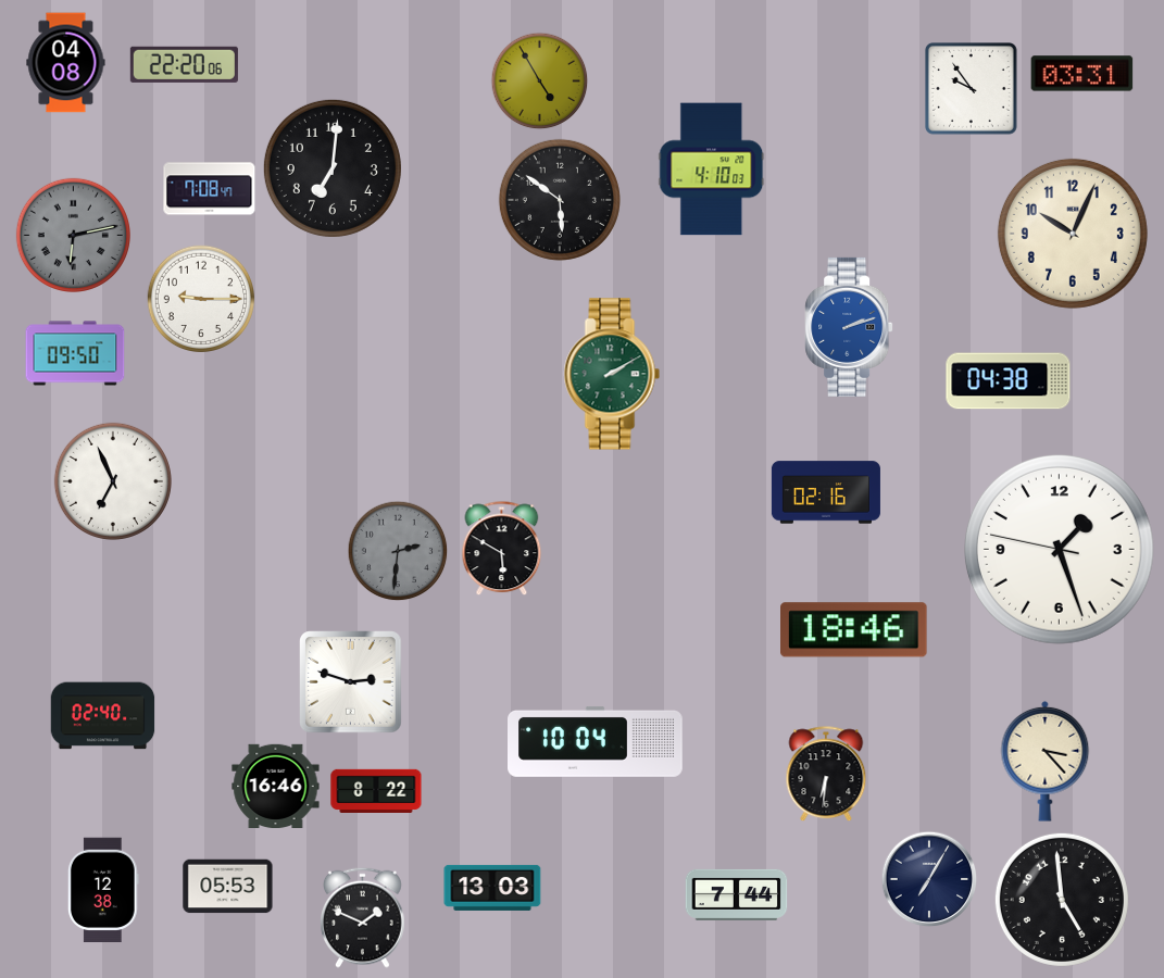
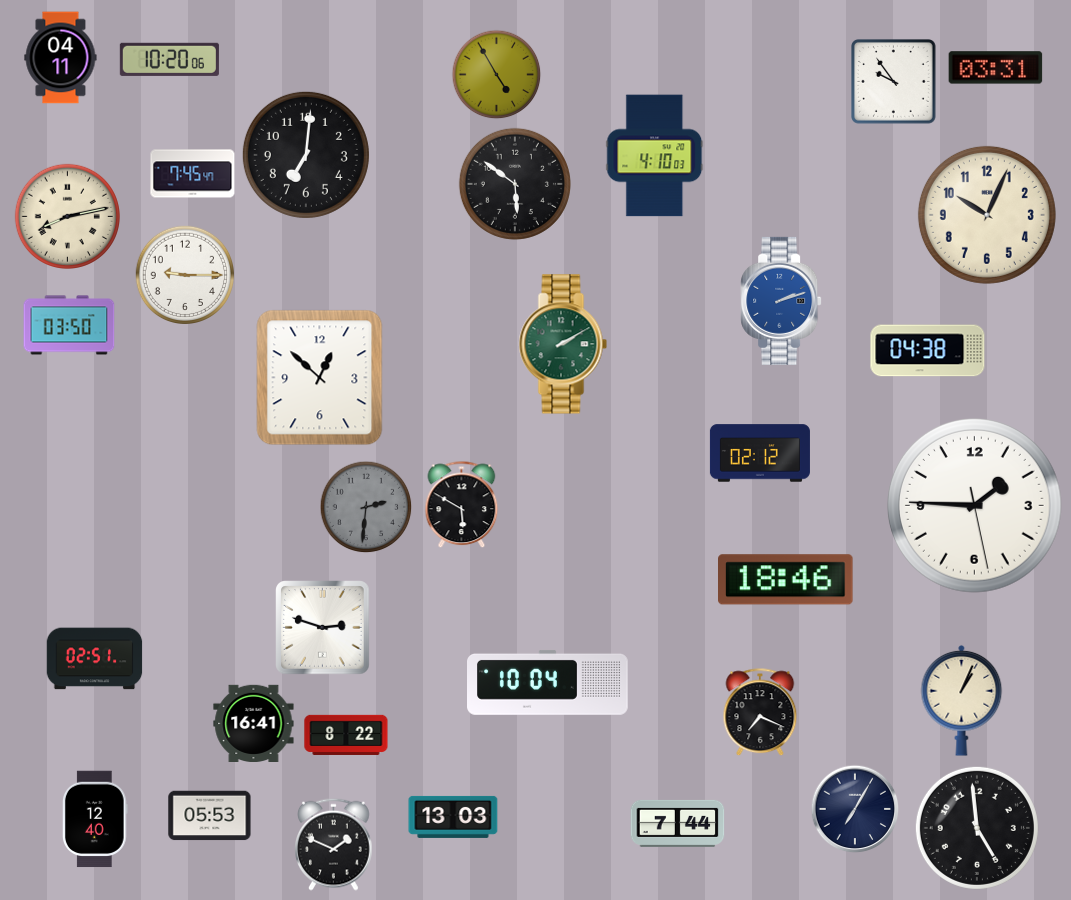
clock at (66, 63): 04:08 -> 04:11
clock at (184, 64): 22:20 -> 10:20
clock at (210, 189): 7:08 -> 7:45
clock at (73, 235): 6:13 -> 8:13
clock at (73, 235) dial: grey -> cream
clock at (75, 353): 09:50 -> 03:50
clock at (320, 378): none -> 12:52
clock at (113, 481): 6:56 -> none
clock at (826, 492): 02:16 -> 02:12
clock at (1059, 549): 1:26 -> 1:45
clock at (103, 716): 02:40 -> 02:51
clock at (1046, 761): 3:23 -> 1:04
clock at (826, 775): 6:31 -> 7:19
clock at (276, 786): 16:46 -> 16:41
clock at (376, 790) position: (376, 790) -> (346, 734)
clock at (103, 890): 12:38 -> 12:40
